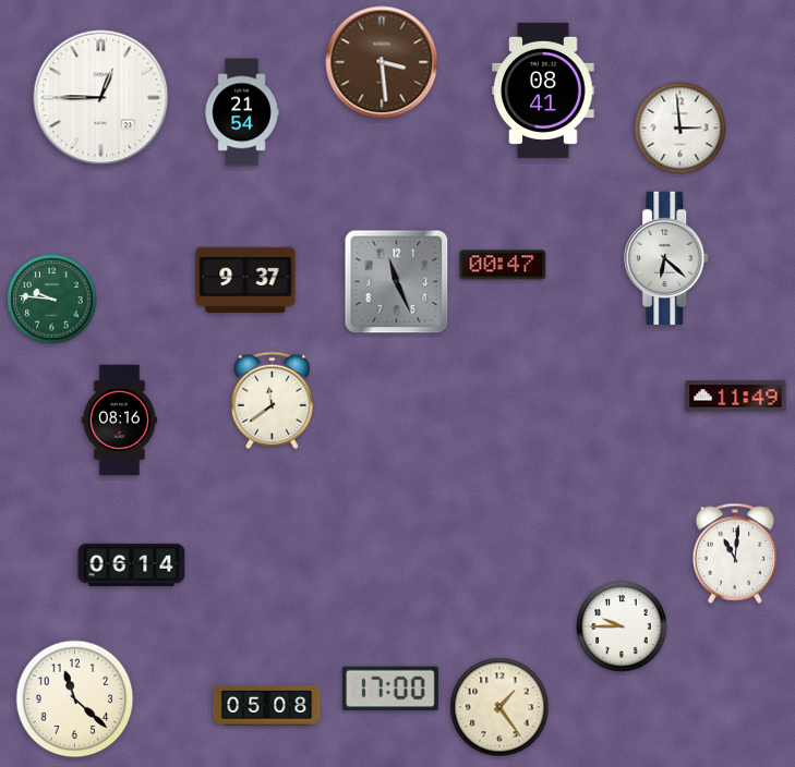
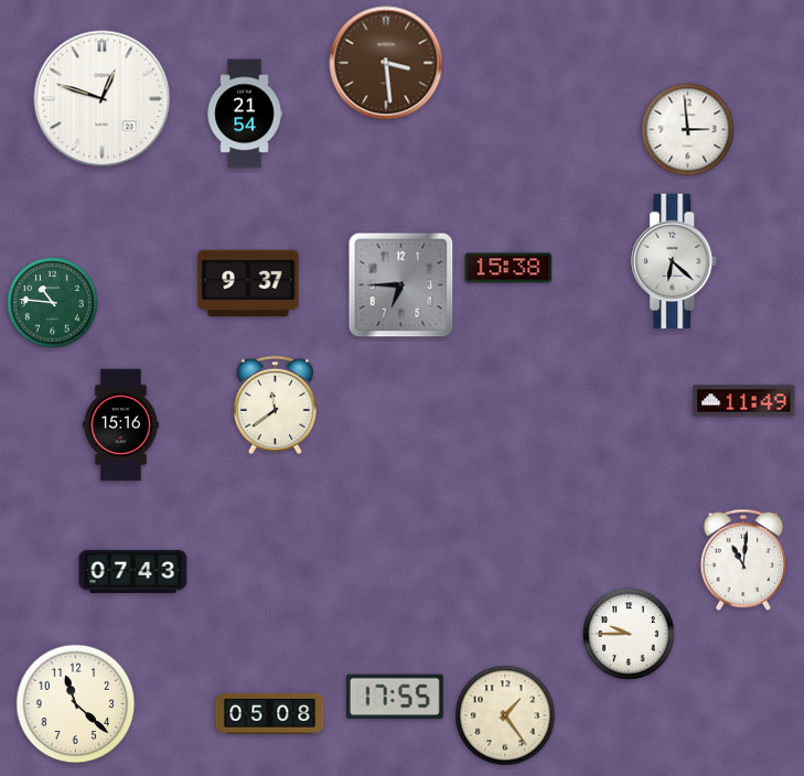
clock at (543, 90): 08:41 -> none
clock at (101, 98): 12:45 -> 12:48
clock at (503, 265): 00:47 -> 15:38
clock at (397, 282): 11:26 -> 6:45
clock at (52, 300): 9:46 -> 10:46
clock at (119, 421): 08:16 -> 15:16
clock at (132, 564): 06:14 -> 07:43
clock at (390, 689): 17:00 -> 17:55
clock at (75, 699) position: (75, 699) -> (76, 704)
